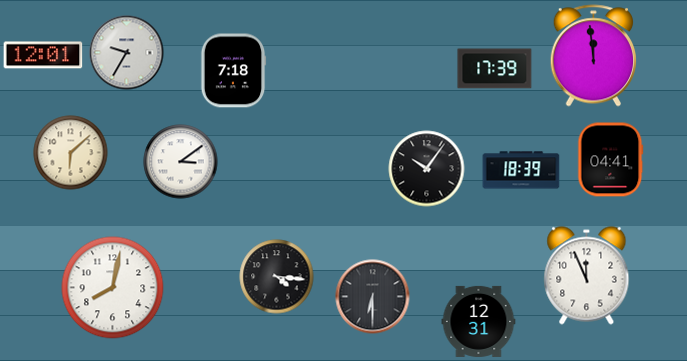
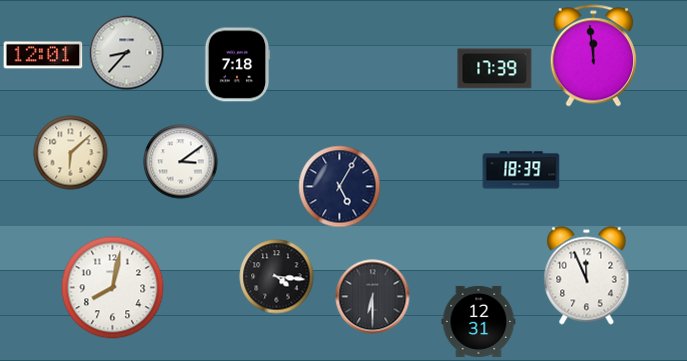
clock at (127, 53): 9:35 -> 8:37
clock at (233, 71) position: (233, 71) -> (237, 65)
clock at (611, 160): 04:41 -> none
clock at (427, 169): 10:06 -> none
clock at (340, 187): none -> 5:05
